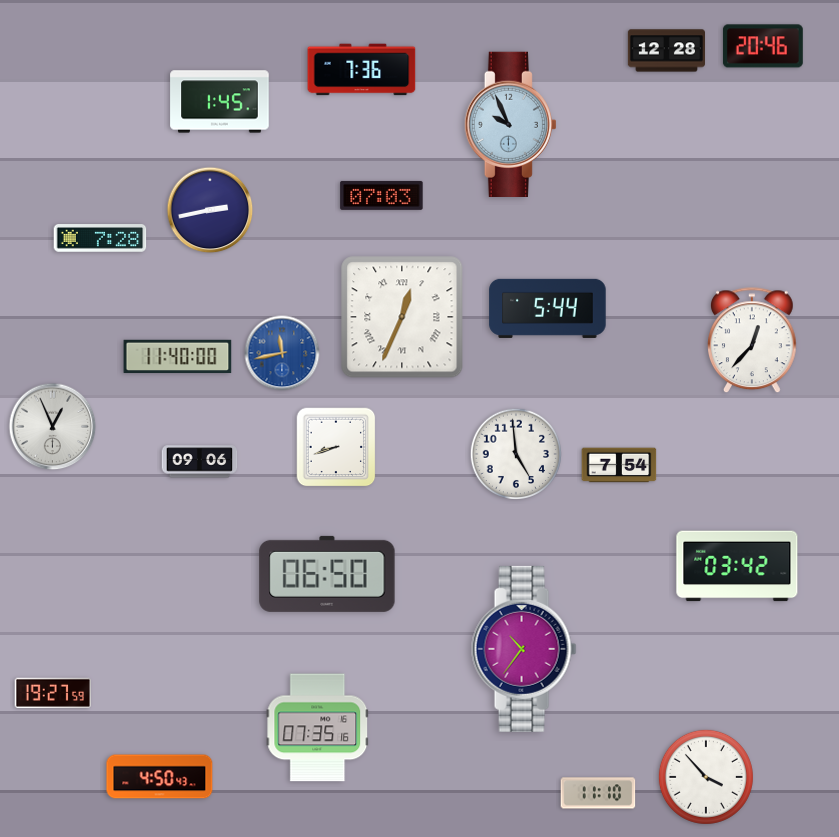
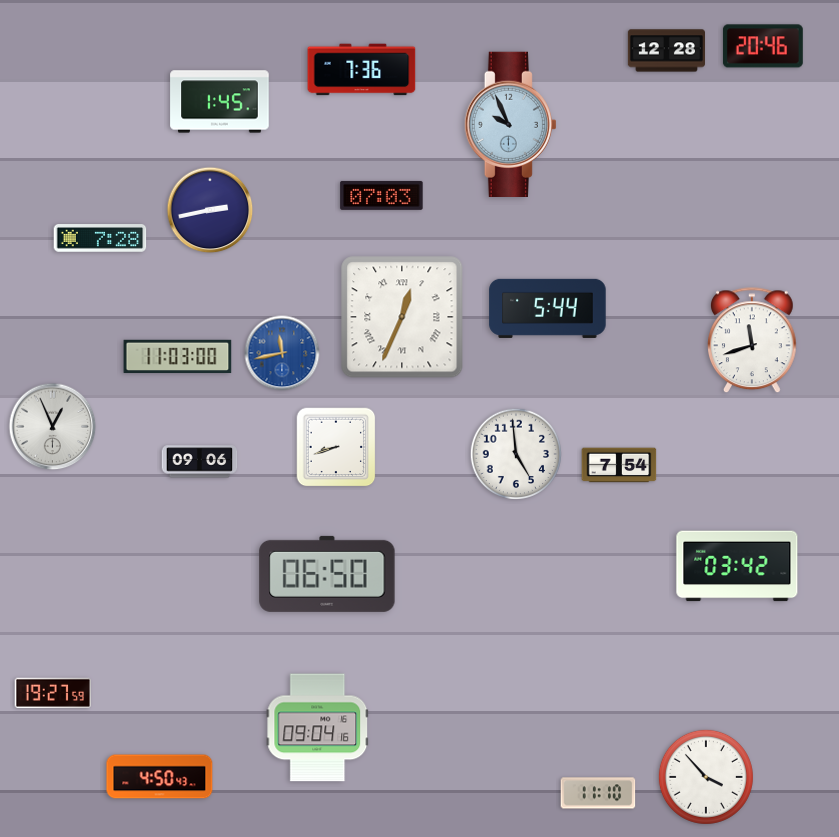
clock at (753, 341): 12:37 -> 11:42
clock at (178, 357): 11:40 -> 11:03
clock at (524, 649): 10:36 -> none
clock at (318, 728): 07:35 -> 09:04
